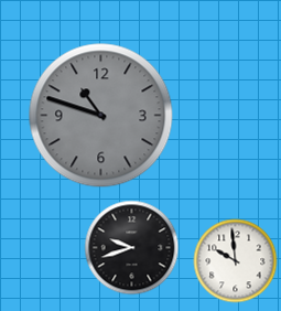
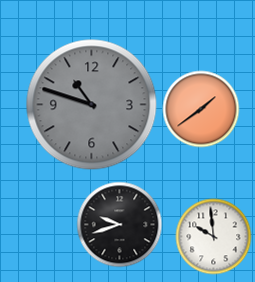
clock at (201, 109): none -> 1:39
